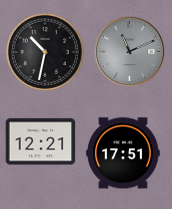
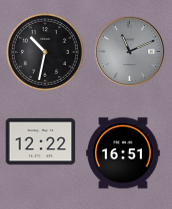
clock at (41, 142): 12:21 -> 12:22
clock at (123, 153): 17:51 -> 16:51
